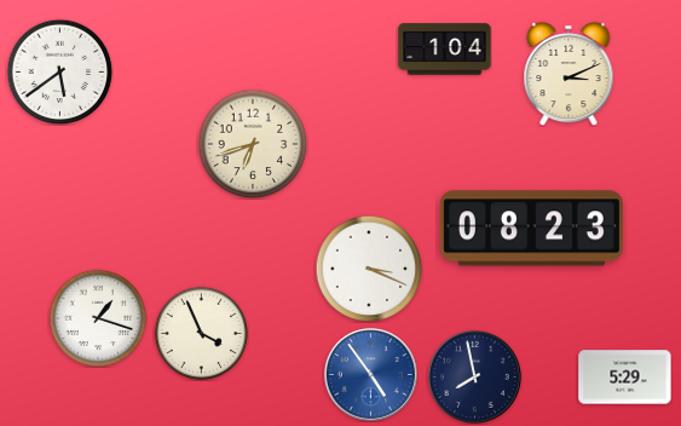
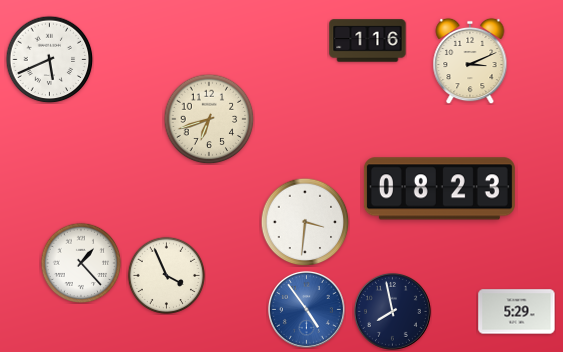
clock at (445, 50): 1:04 -> 1:16
clock at (59, 71): 5:39 -> 5:41
clock at (369, 269): 3:19 -> 3:31
clock at (98, 318): 1:18 -> 1:23
